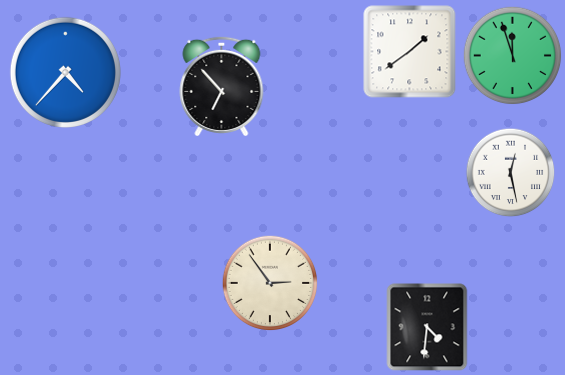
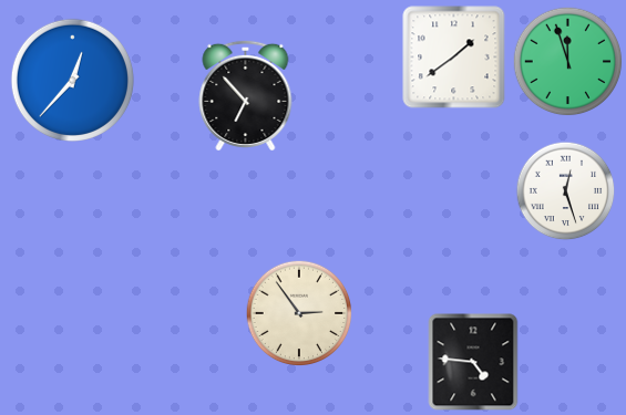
clock at (65, 72): 4:37 -> 12:37
clock at (511, 173): 12:28 -> 12:27
clock at (427, 327): 4:31 -> 4:46
